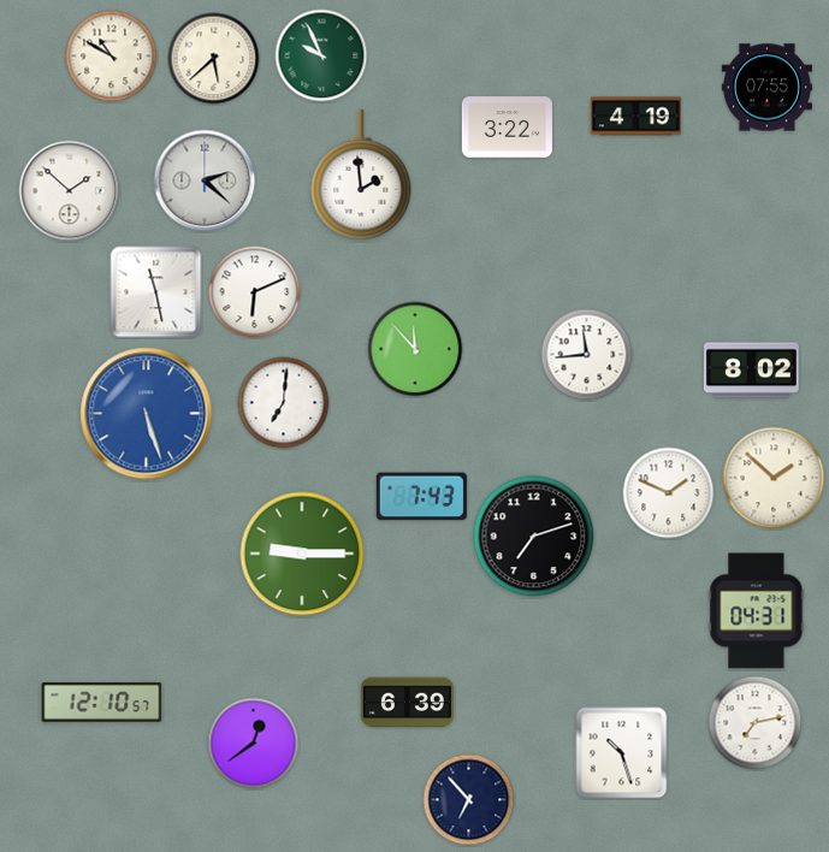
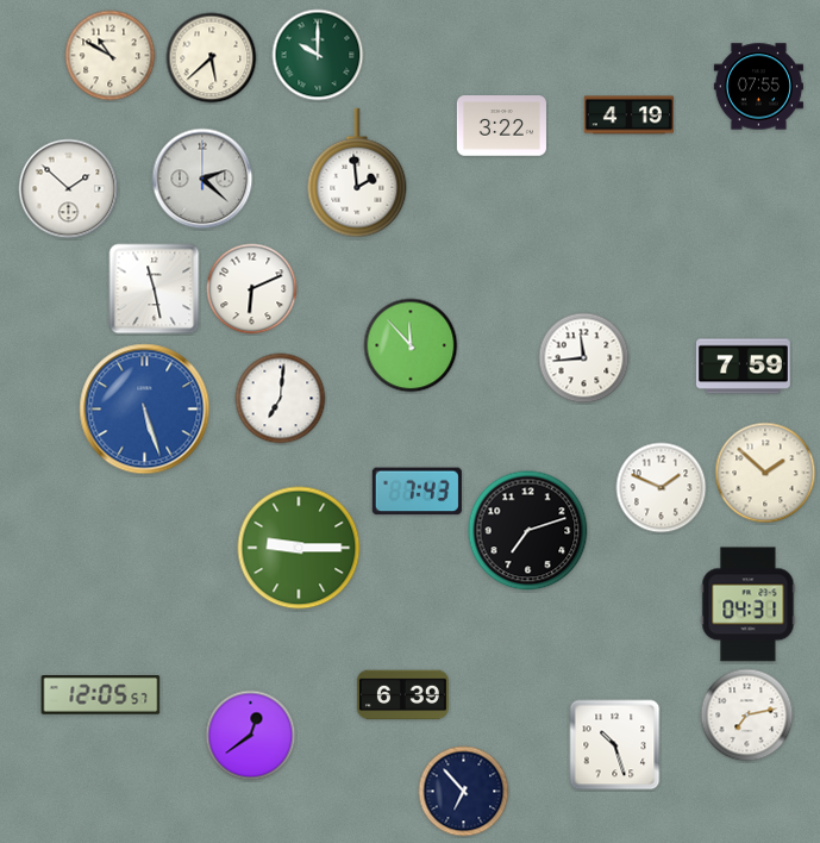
clock at (321, 55): 9:56 -> 10:00
clock at (587, 355) position: (587, 355) -> (584, 358)
clock at (751, 371): 8:02 -> 7:59
clock at (102, 703): 12:10 -> 12:05
